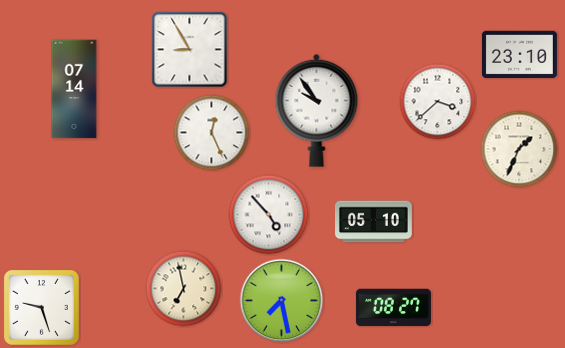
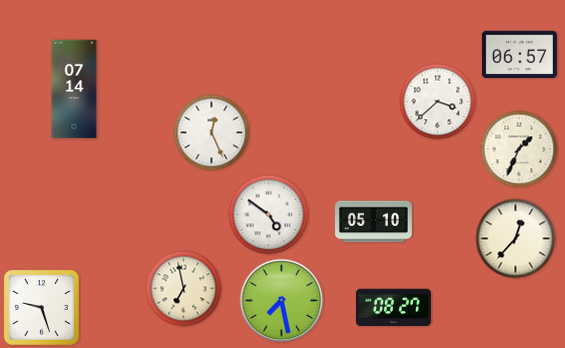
clock at (190, 50): 8:55 -> none
clock at (519, 55): 23:10 -> 06:57
clock at (317, 110): 9:54 -> none
clock at (269, 215): 4:53 -> 4:51
clock at (516, 239): none -> 12:37
